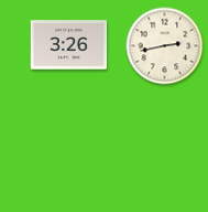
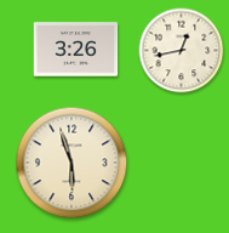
clock at (165, 46): 2:43 -> 12:43
clock at (71, 163): none -> 5:57
